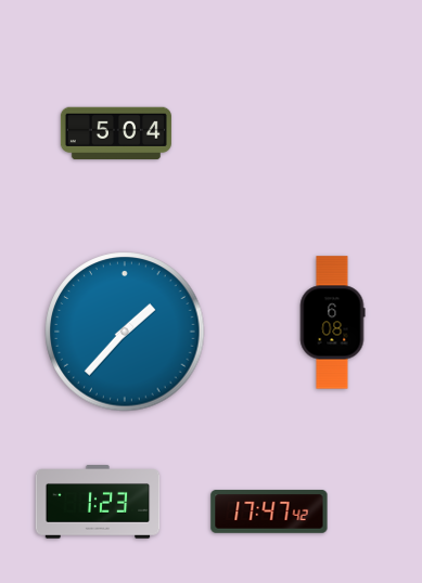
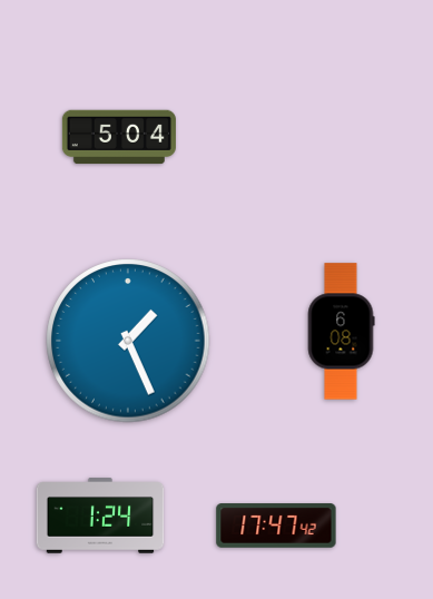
clock at (125, 332): 1:37 -> 1:26
clock at (98, 502): 1:23 -> 1:24
